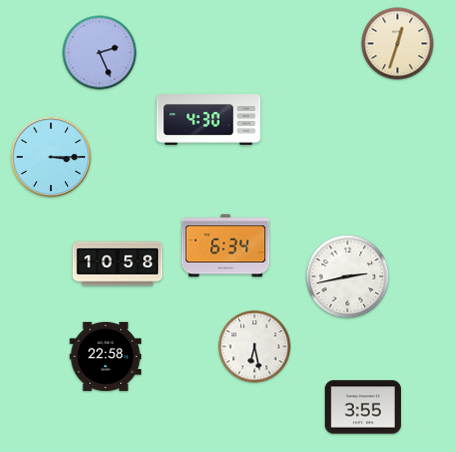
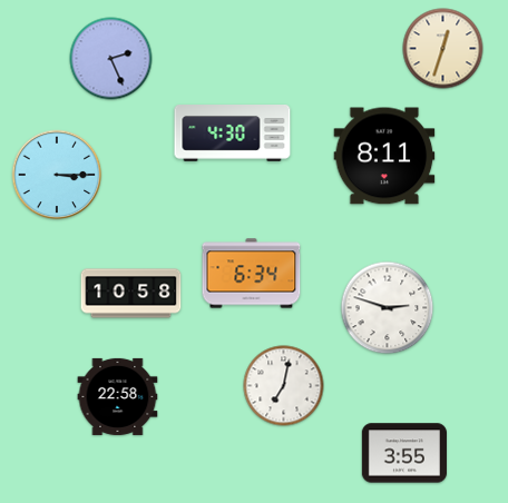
clock at (384, 156): none -> 8:11
clock at (348, 277): 2:43 -> 2:48
clock at (255, 347): 6:28 -> 7:02
